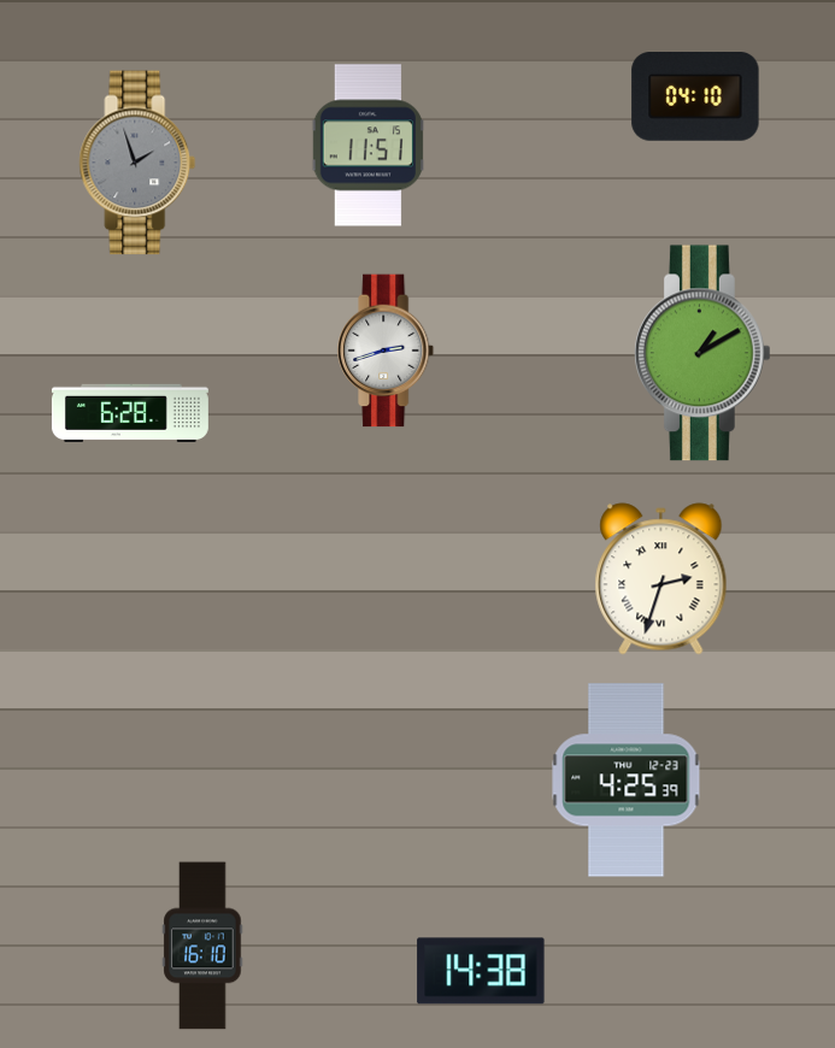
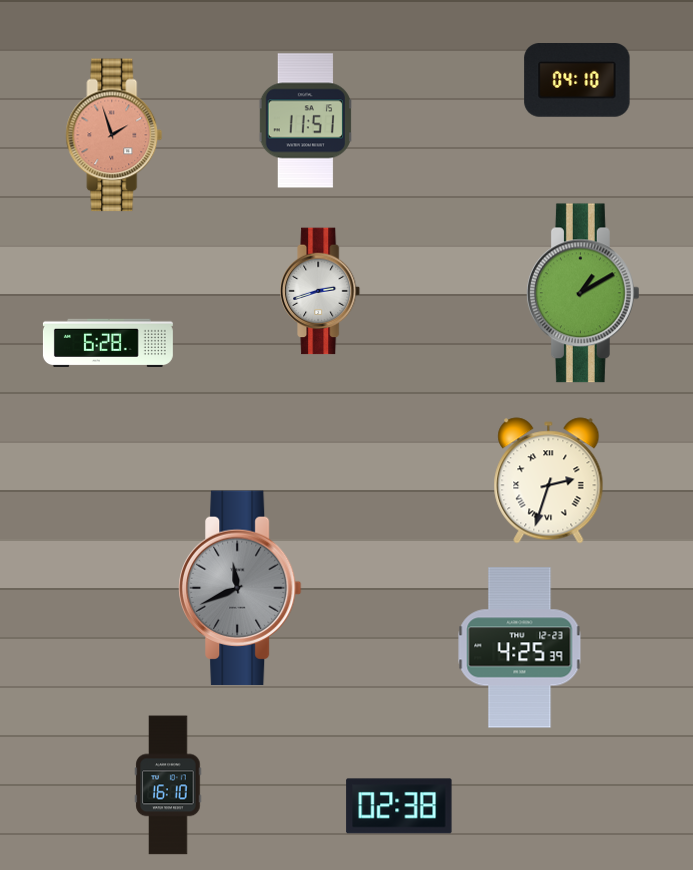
clock at (137, 163) dial: grey -> salmon
clock at (240, 588): none -> 11:41
clock at (481, 971): 14:38 -> 02:38
